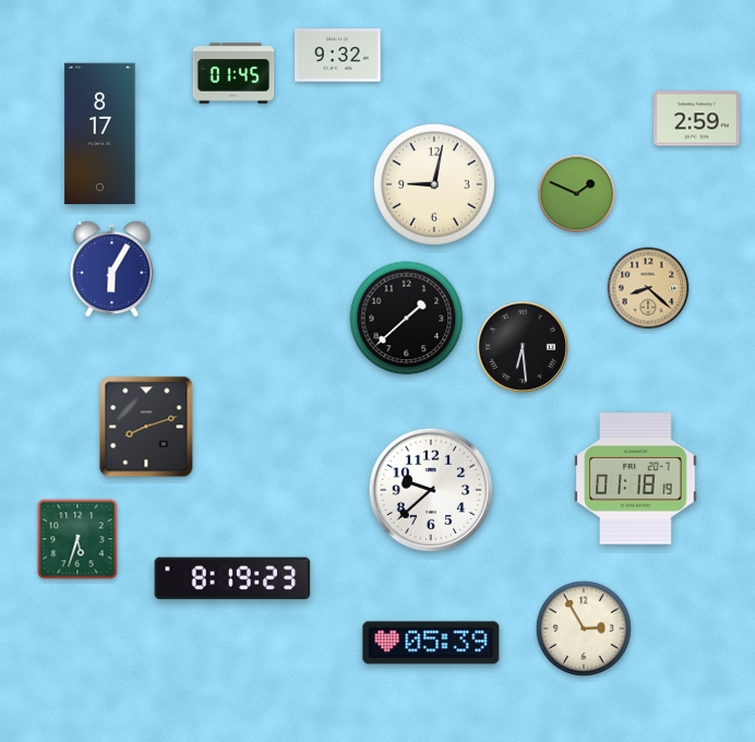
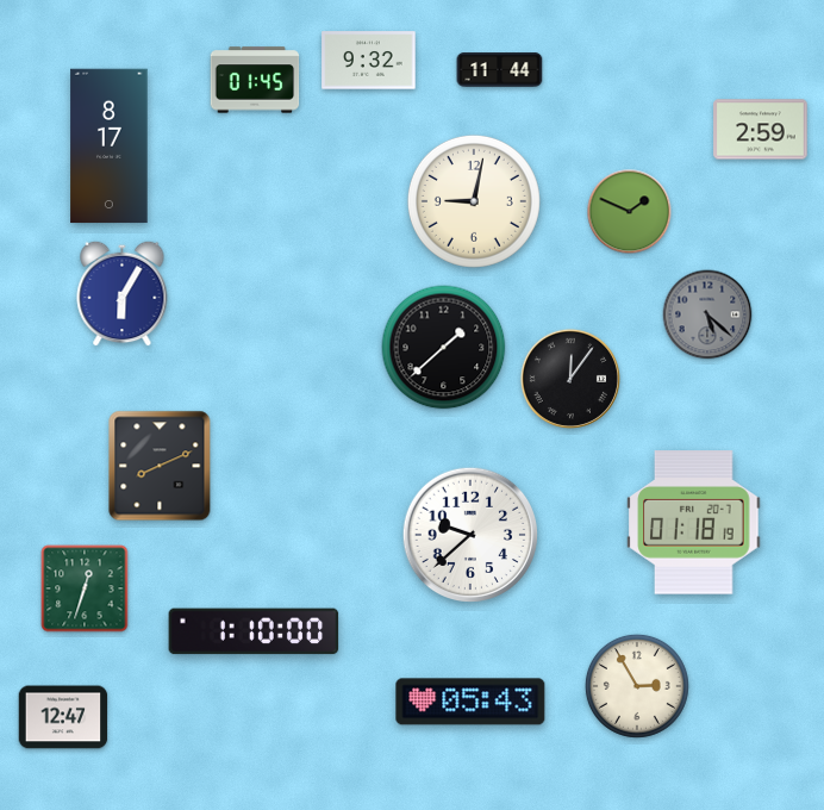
clock at (500, 70): none -> 11:44
clock at (648, 288): 8:22 -> 5:22
clock at (648, 288) dial: champagne -> grey
clock at (523, 347): 6:29 -> 12:06
clock at (146, 427): 8:12 -> 8:11
clock at (77, 539): 5:33 -> 12:33
clock at (232, 578): 8:19 -> 1:10
clock at (431, 643): 05:39 -> 05:43
clock at (63, 717): none -> 12:47
